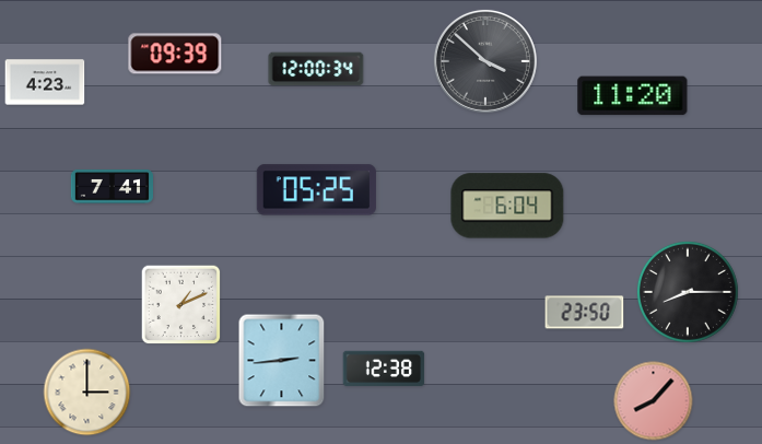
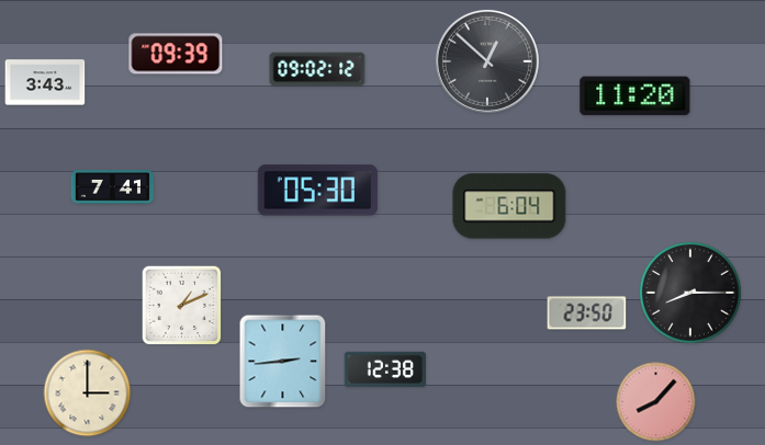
clock at (485, 61): 3:52 -> 12:52
clock at (316, 69): 12:00 -> 09:02
clock at (45, 82): 4:23 -> 3:43
clock at (316, 190): 05:25 -> 05:30
